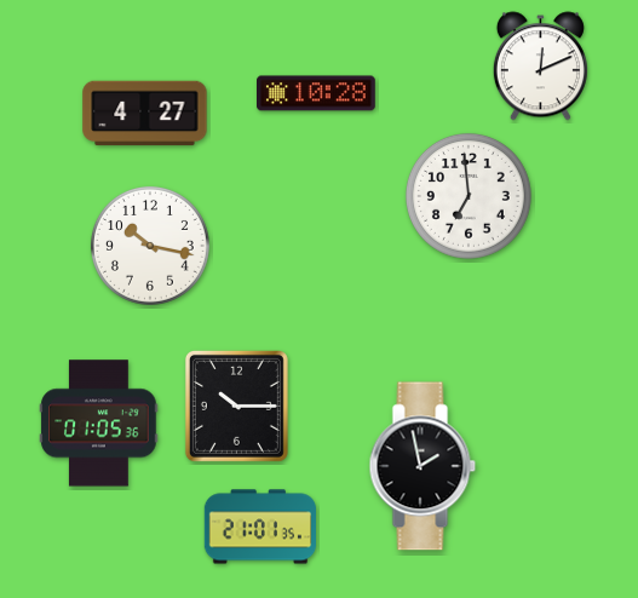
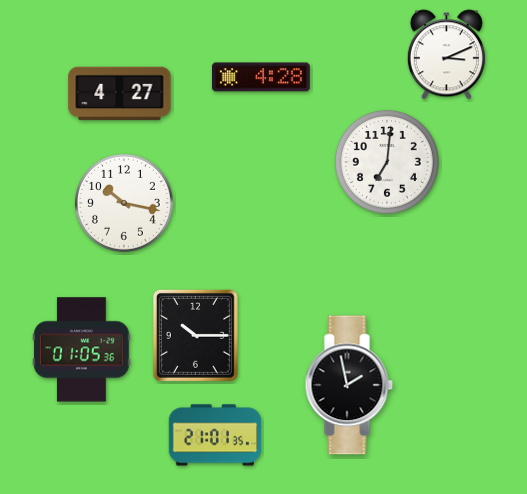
clock at (540, 67): 12:11 -> 3:11
clock at (317, 93): 10:28 -> 4:28
clock at (469, 196): 6:59 -> 7:01
